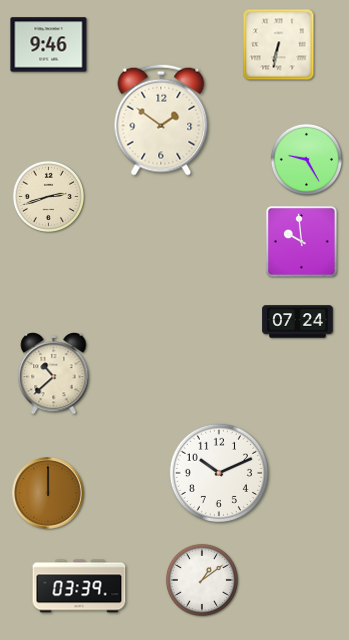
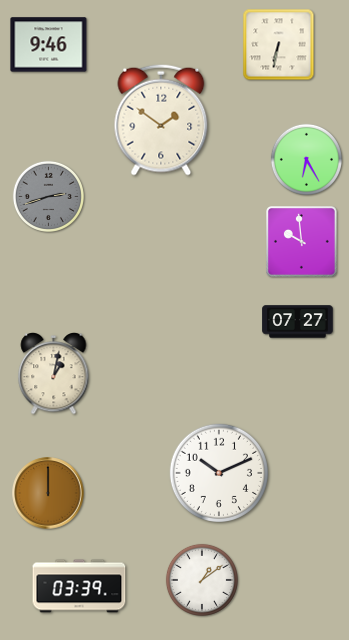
clock at (306, 159): 9:25 -> 6:25
clock at (48, 196) dial: cream -> grey
clock at (298, 322): 07:24 -> 07:27
clock at (54, 374): 10:38 -> 1:02
